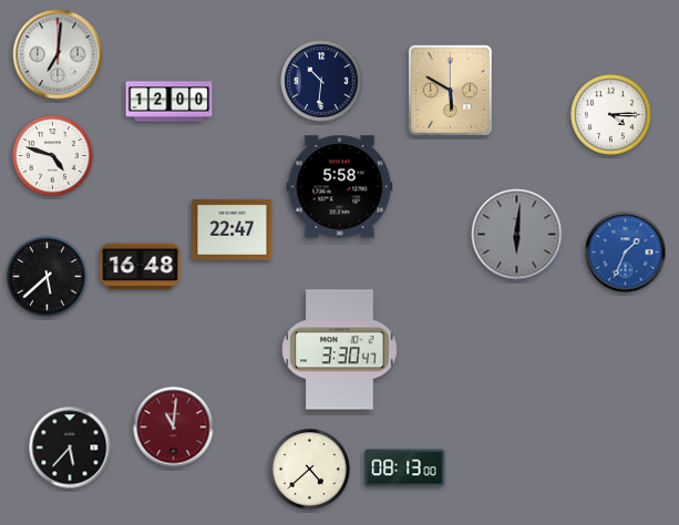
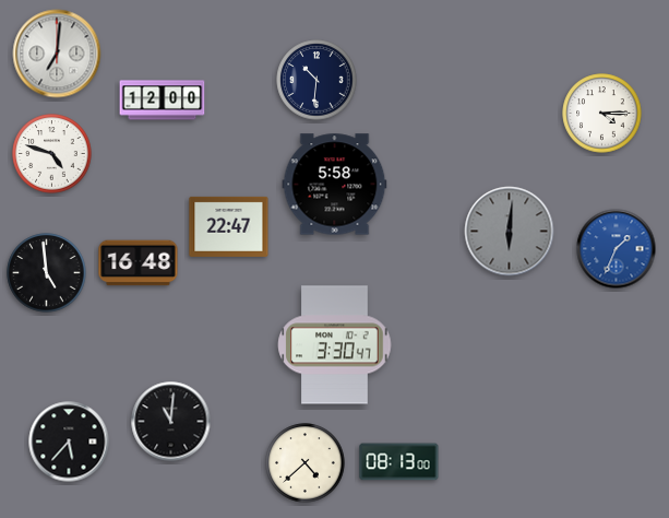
clock at (450, 90): 5:50 -> none
clock at (169, 102) position: (169, 102) -> (163, 101)
clock at (48, 277): 5:38 -> 4:59
clock at (174, 428) dial: burgundy -> black
